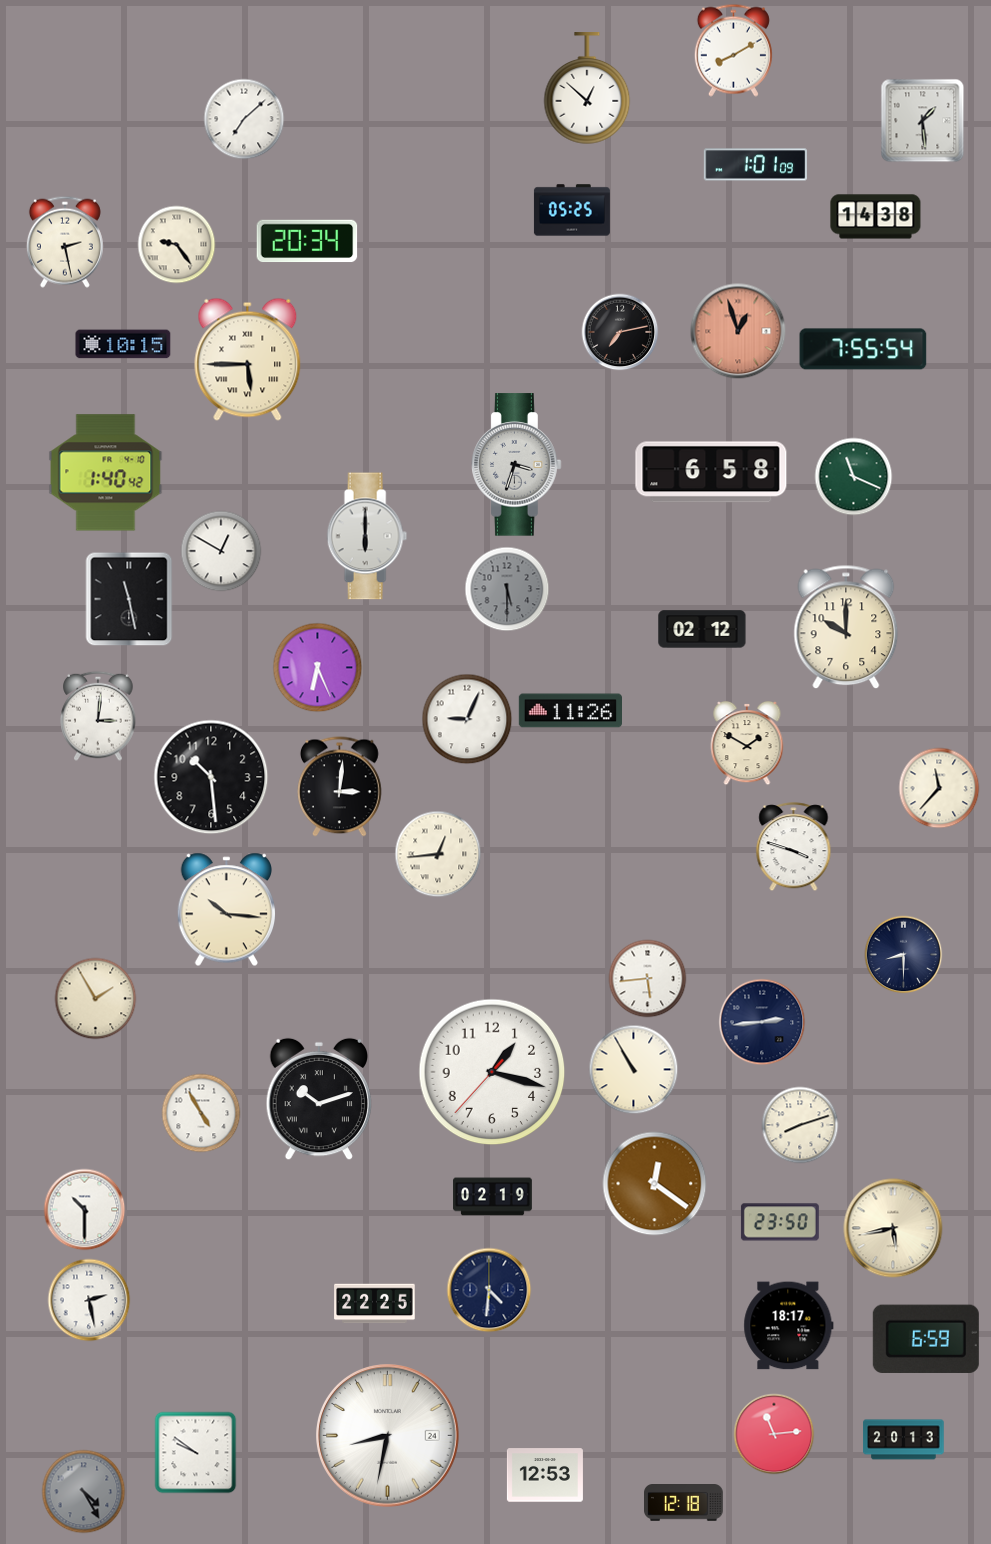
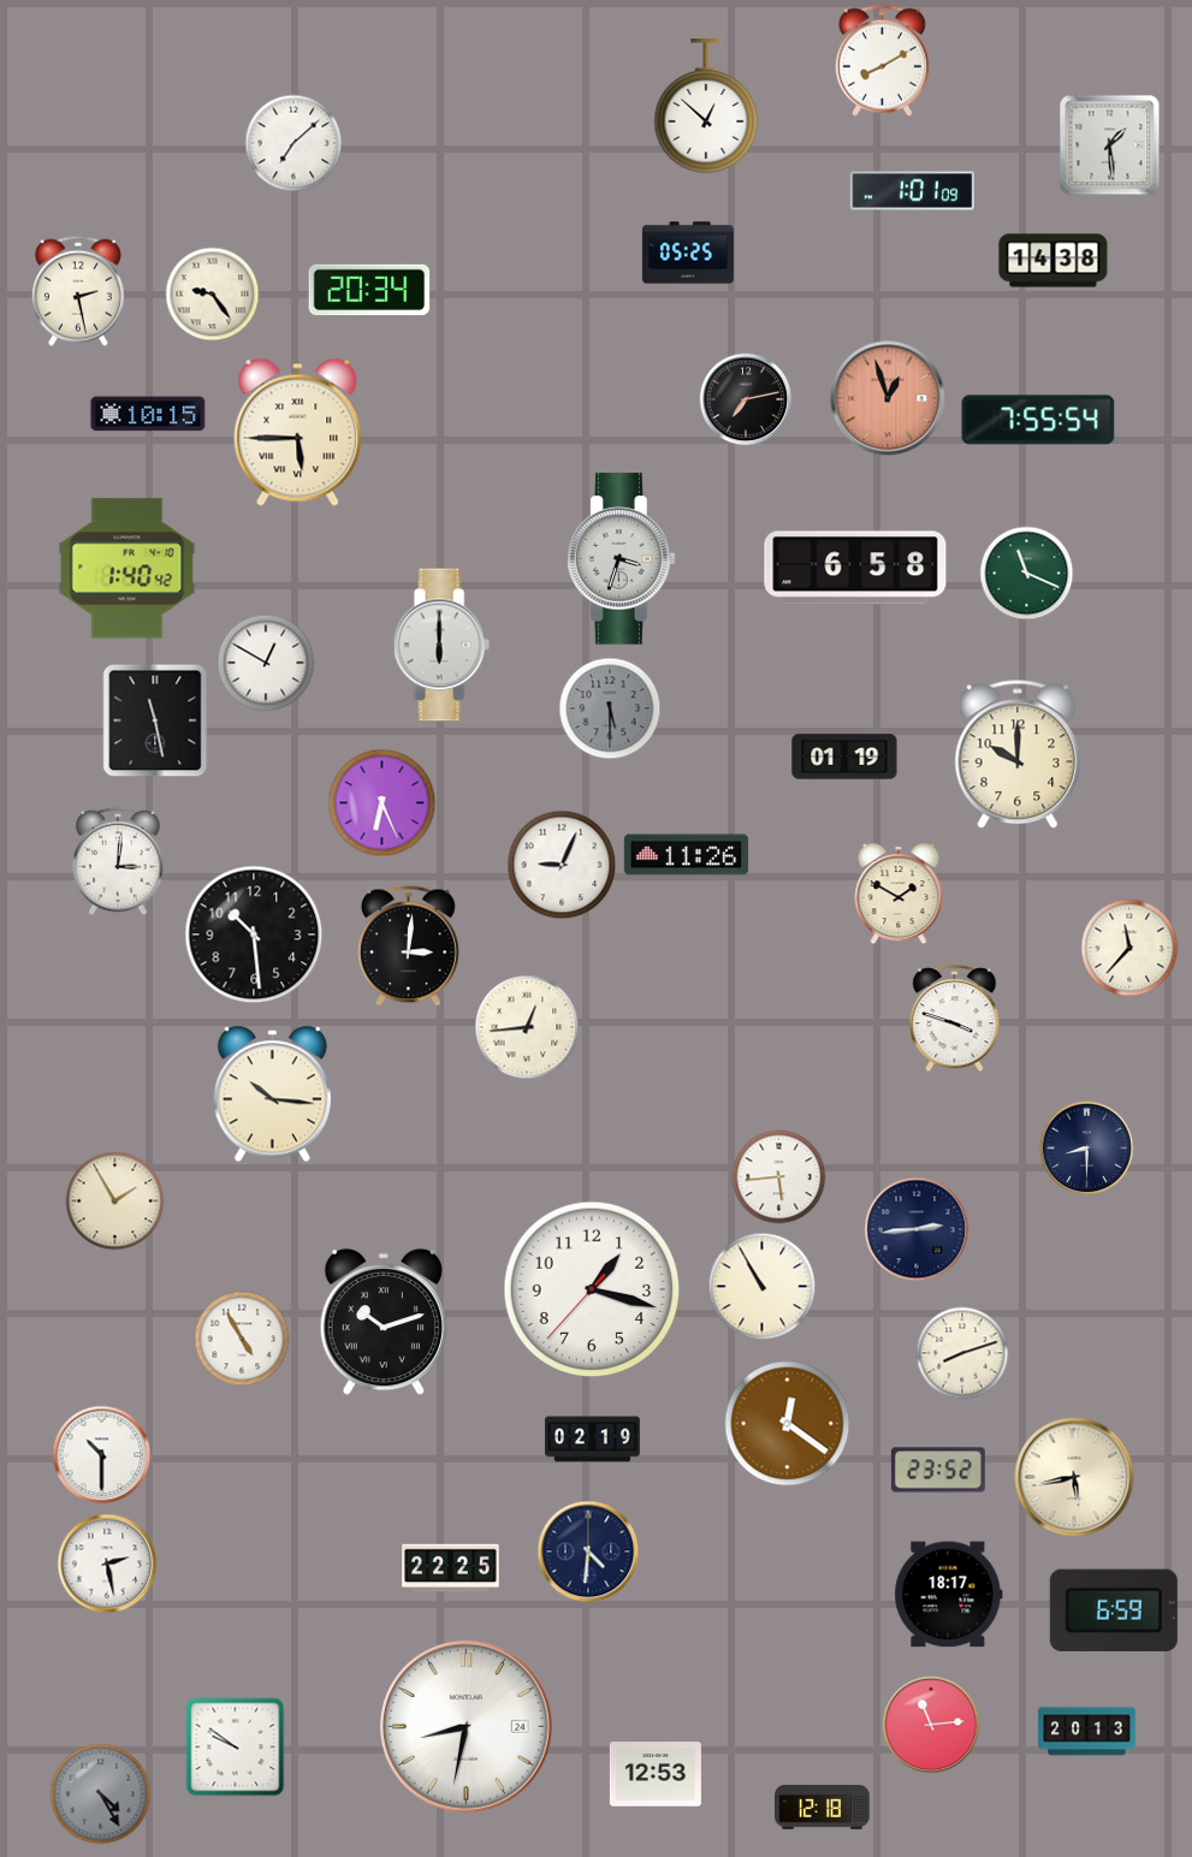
clock at (755, 165) position: (755, 165) -> (912, 191)
clock at (702, 629): 02:12 -> 01:19
clock at (780, 1222): 23:50 -> 23:52
